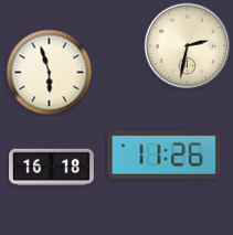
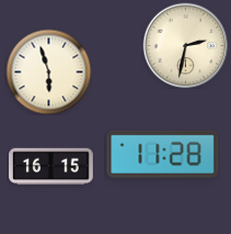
clock at (165, 154): 11:26 -> 11:28
clock at (52, 168): 16:18 -> 16:15
